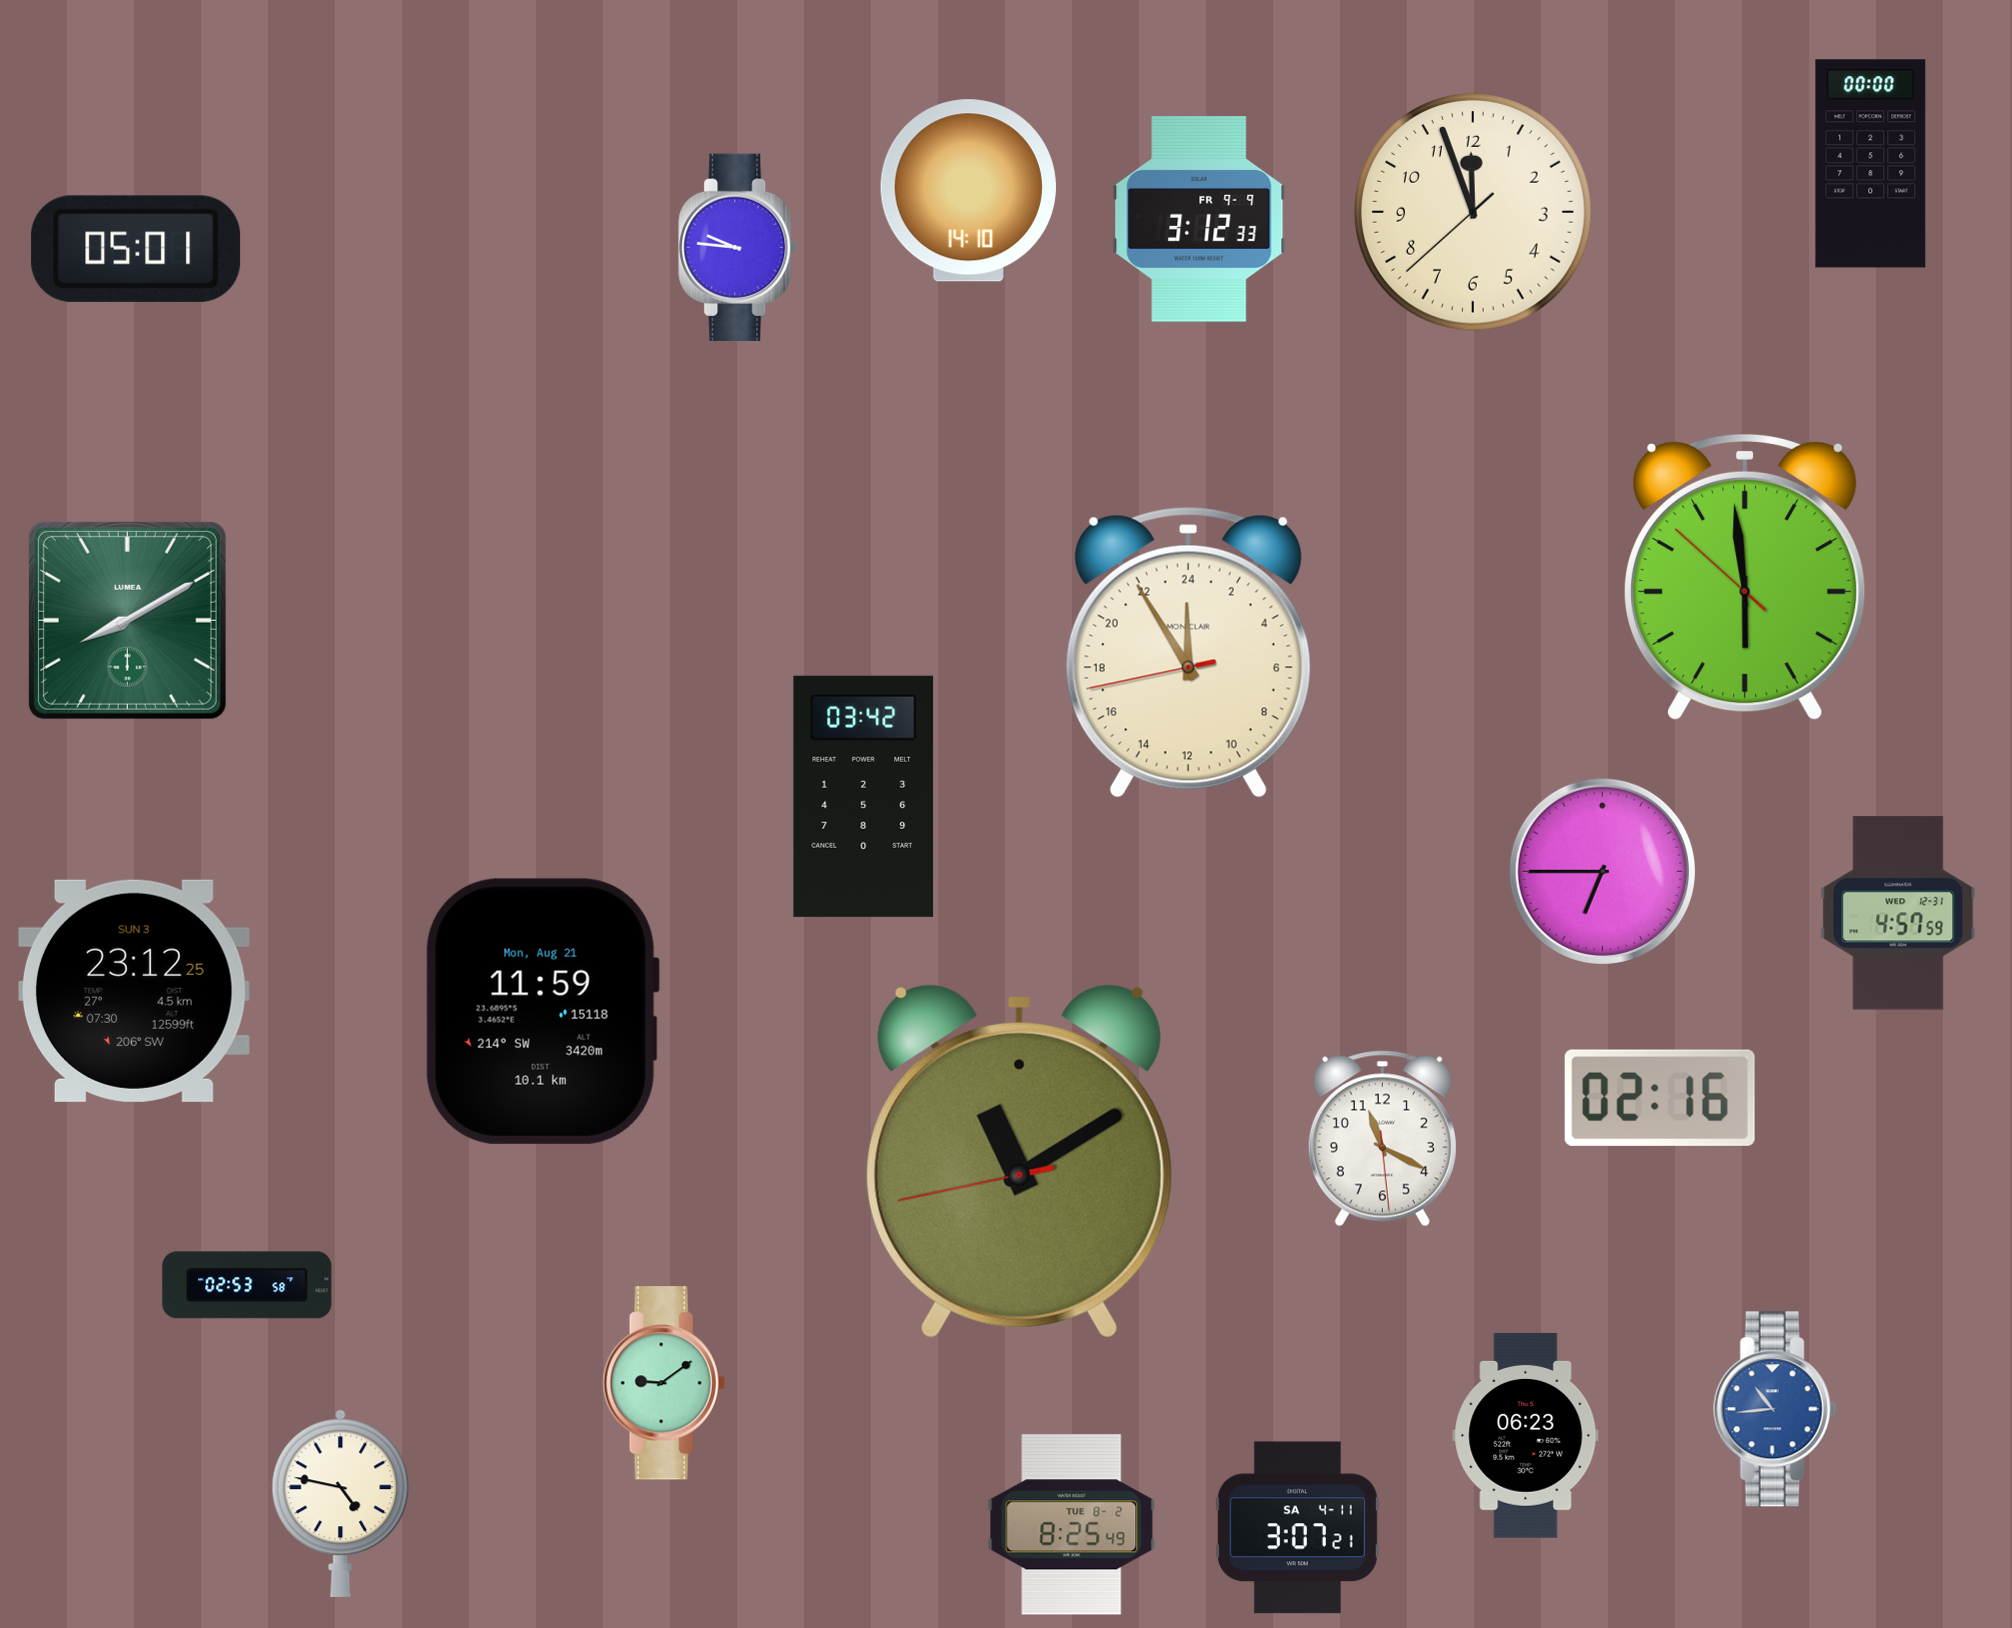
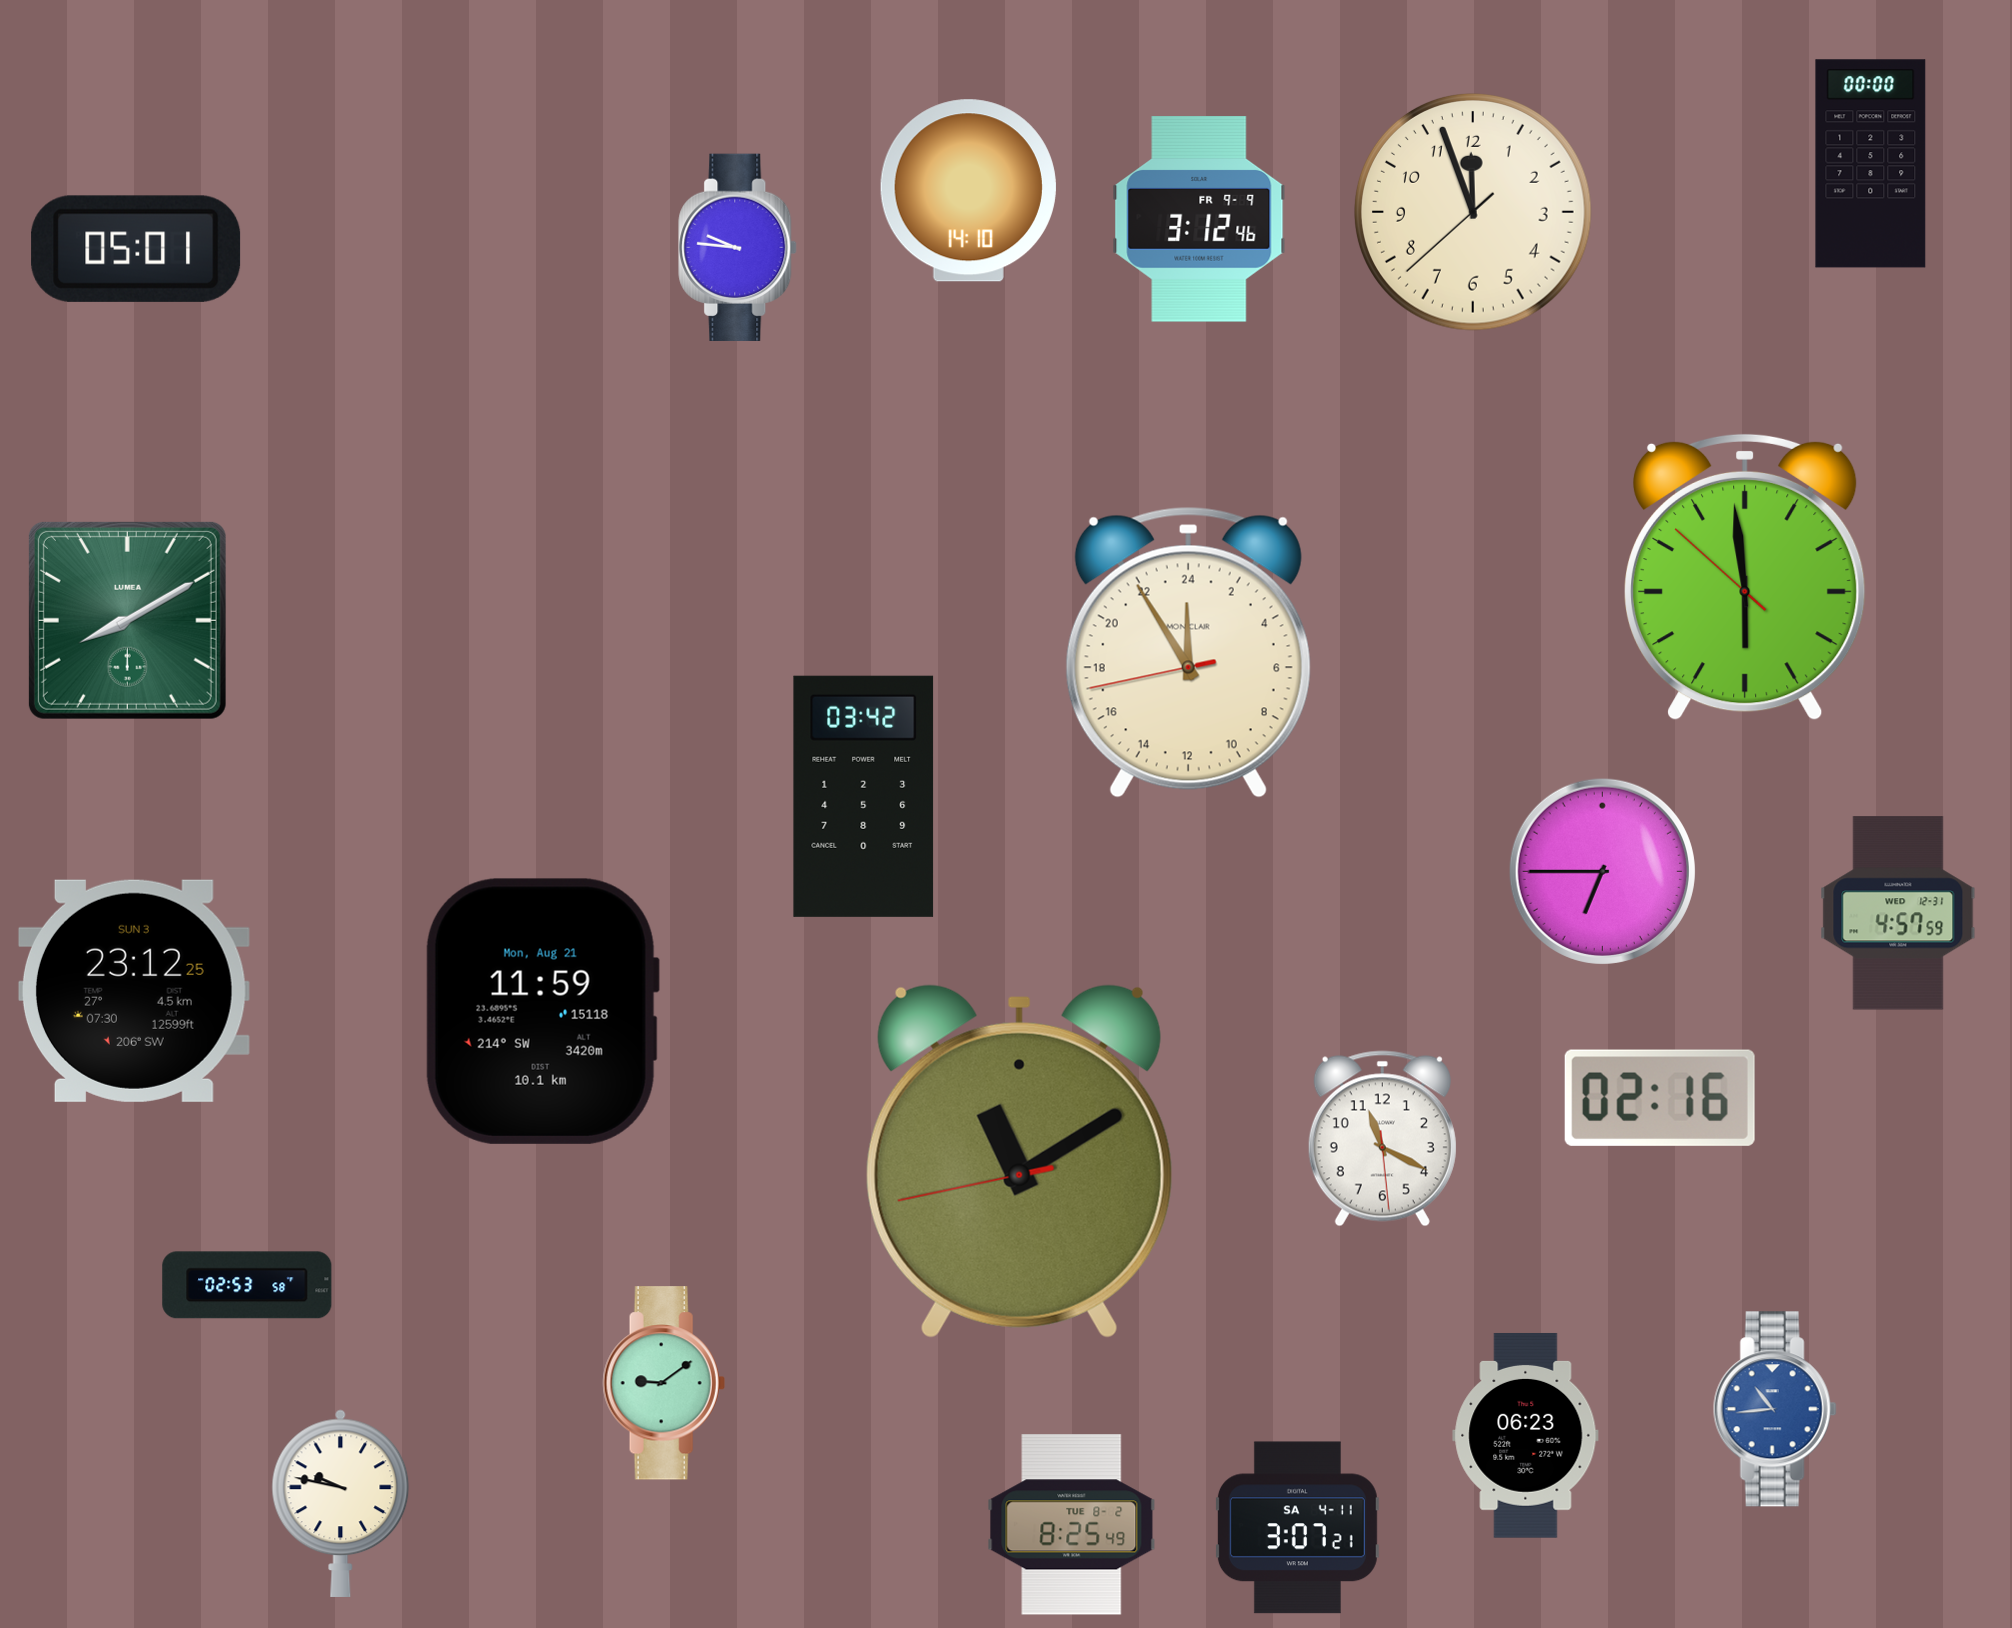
clock at (1199, 219): 3:12:33 -> 3:12:46
clock at (341, 1503): 4:47 -> 9:47
